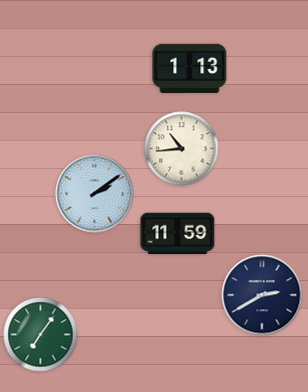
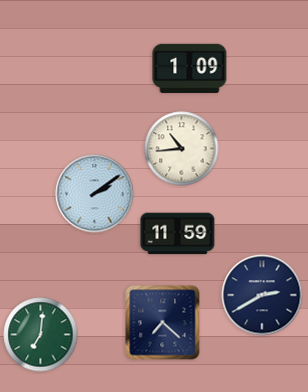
clock at (190, 68): 1:13 -> 1:09
clock at (163, 323): none -> 7:22
clock at (41, 335): 7:06 -> 7:01
